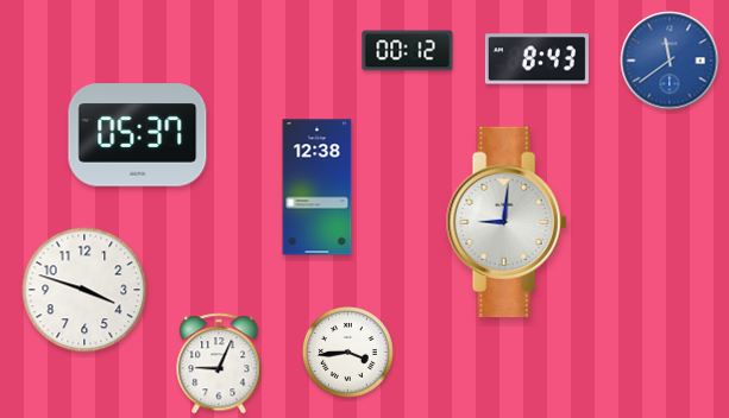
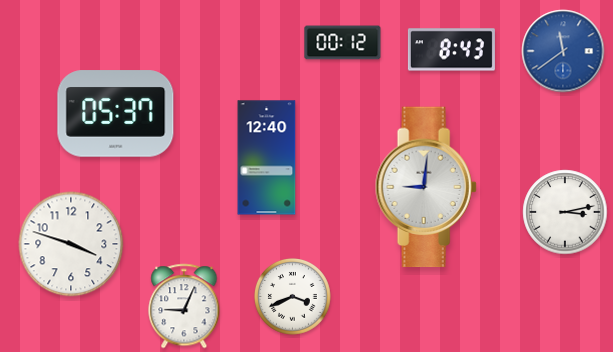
clock at (318, 188): 12:38 -> 12:40
clock at (565, 212): none -> 3:13
clock at (348, 353): 3:44 -> 3:41
